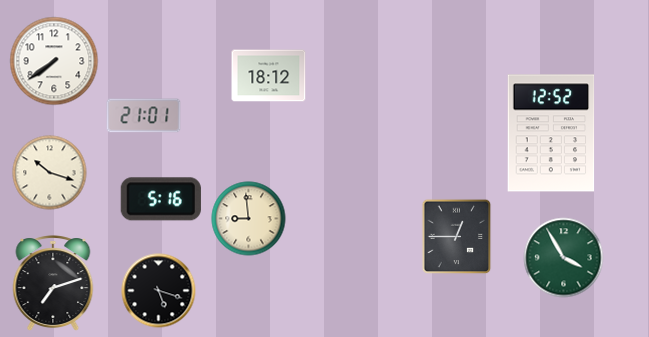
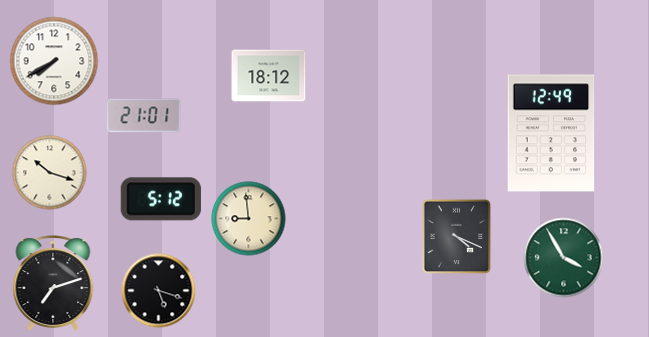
clock at (54, 61): 7:39 -> 7:40
clock at (551, 133): 12:52 -> 12:49
clock at (161, 199): 5:16 -> 5:12
clock at (457, 237): 12:45 -> 4:19
